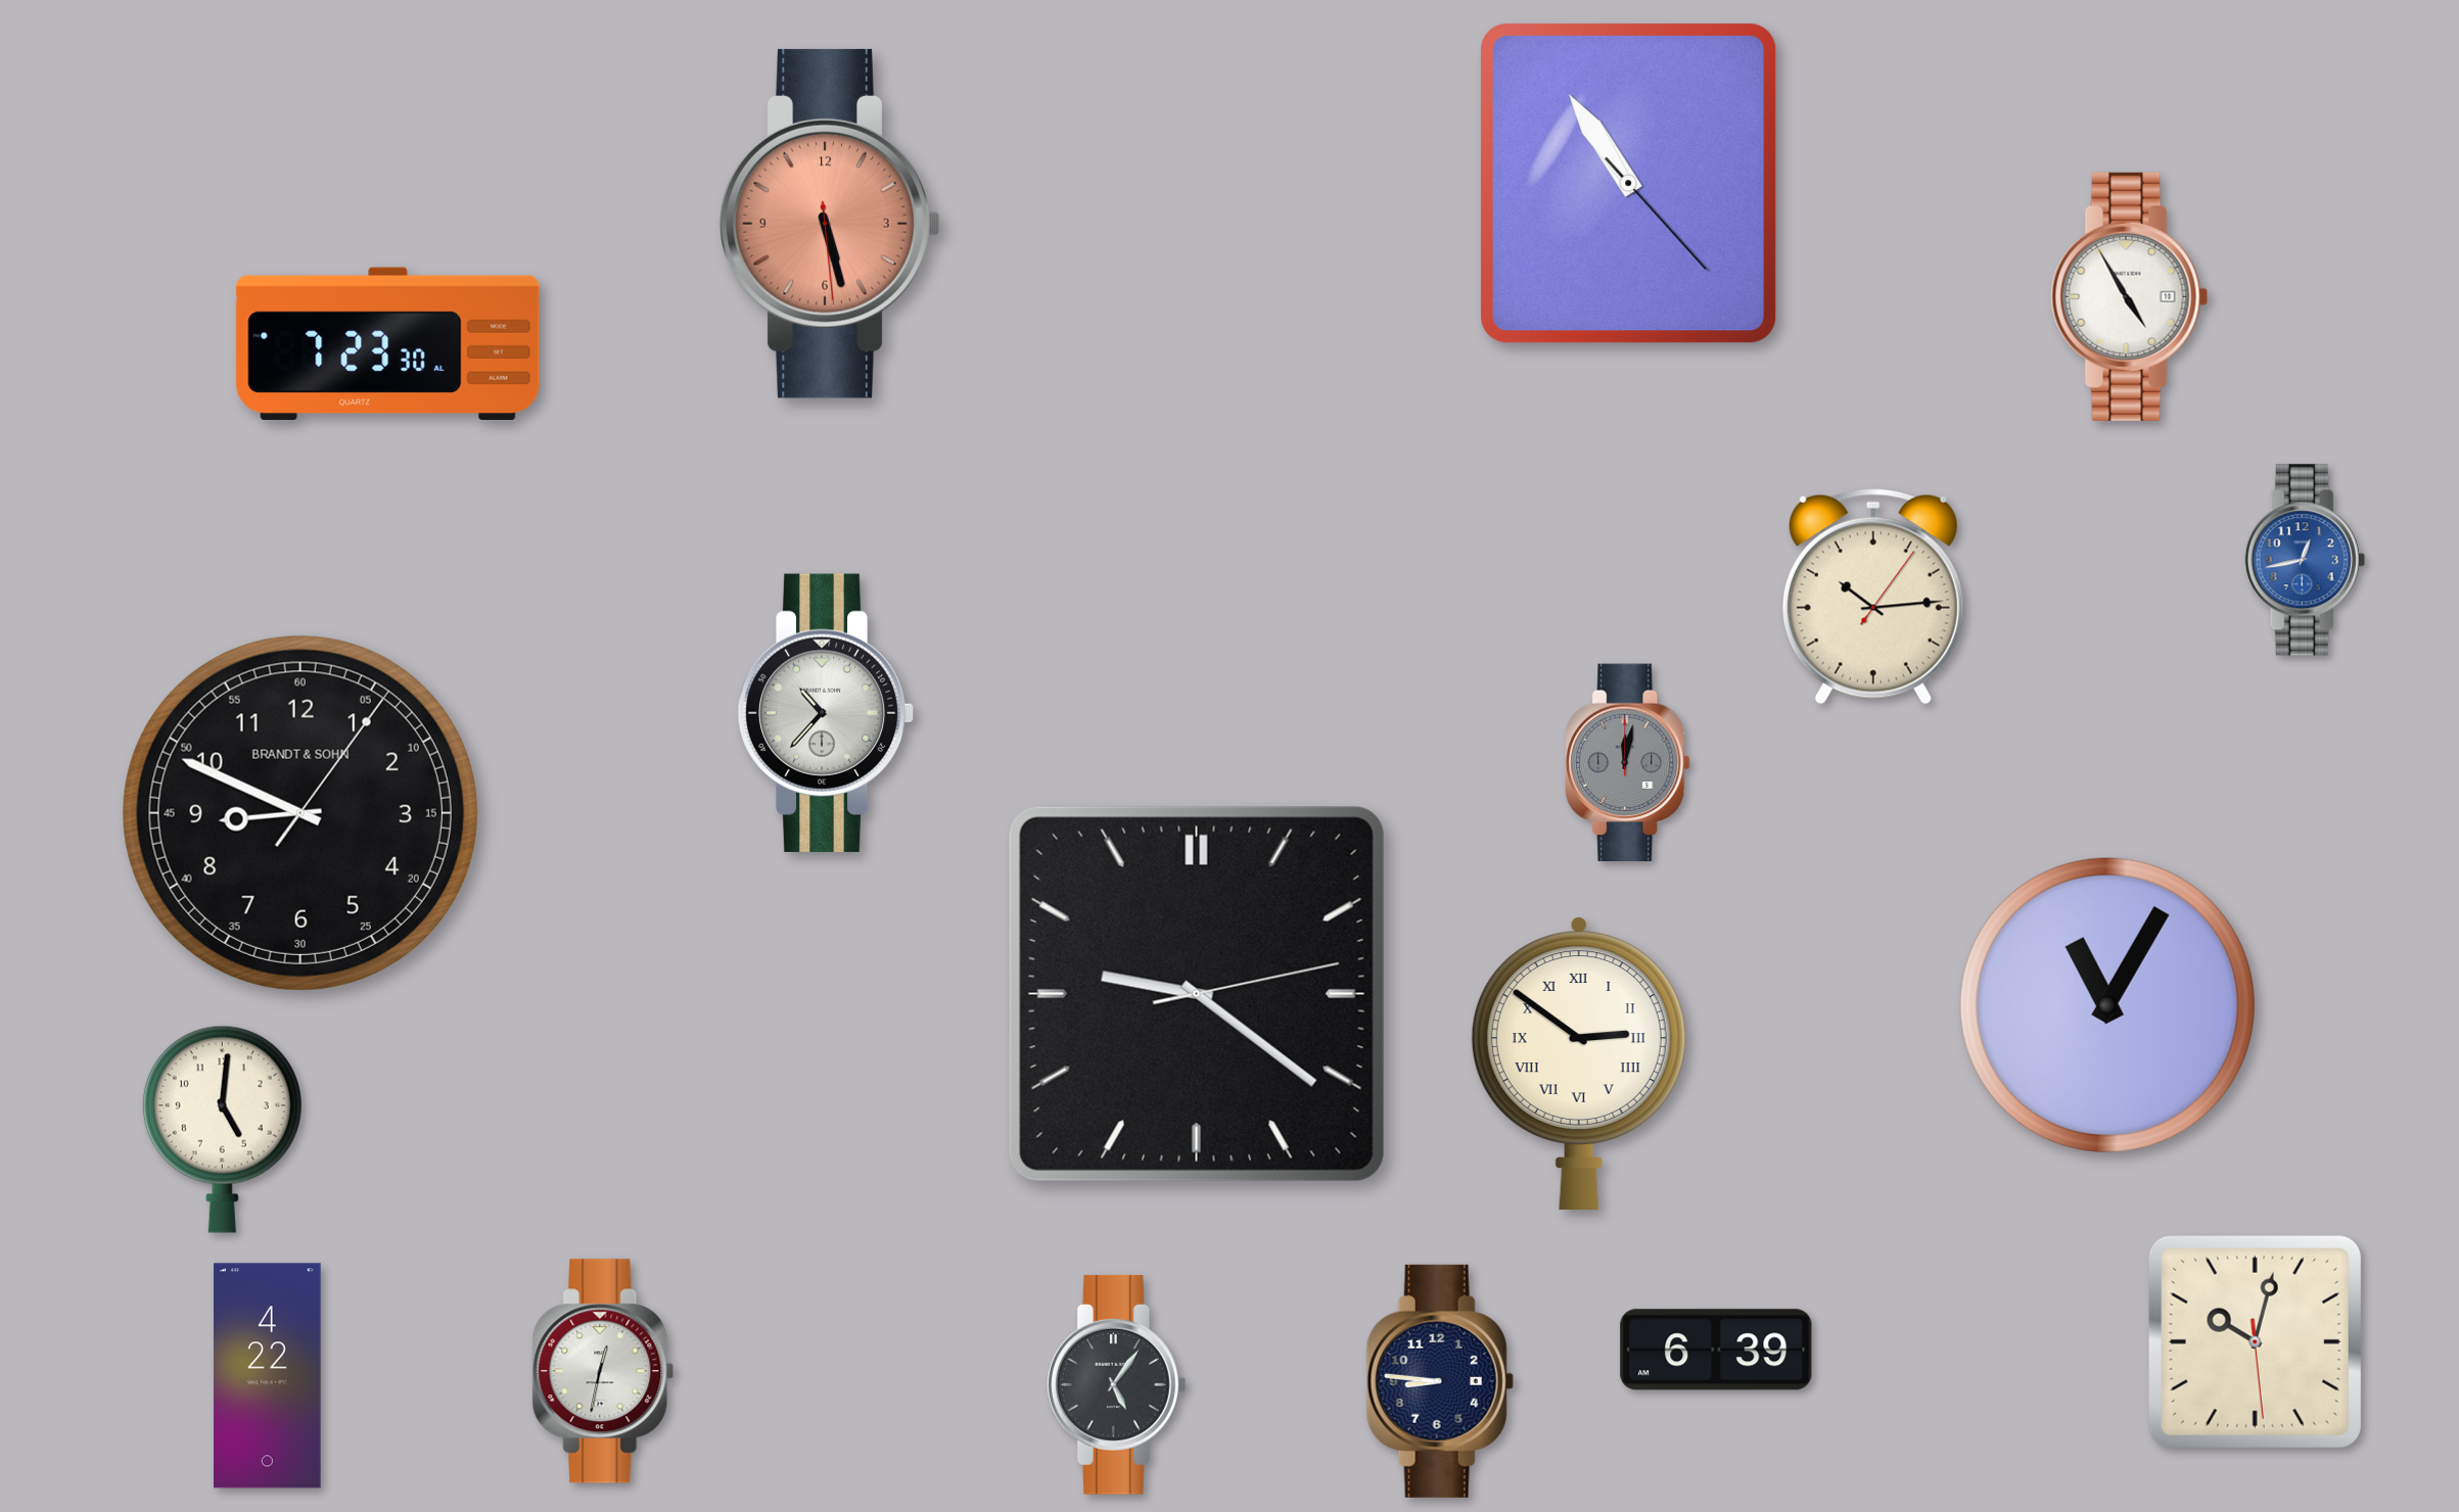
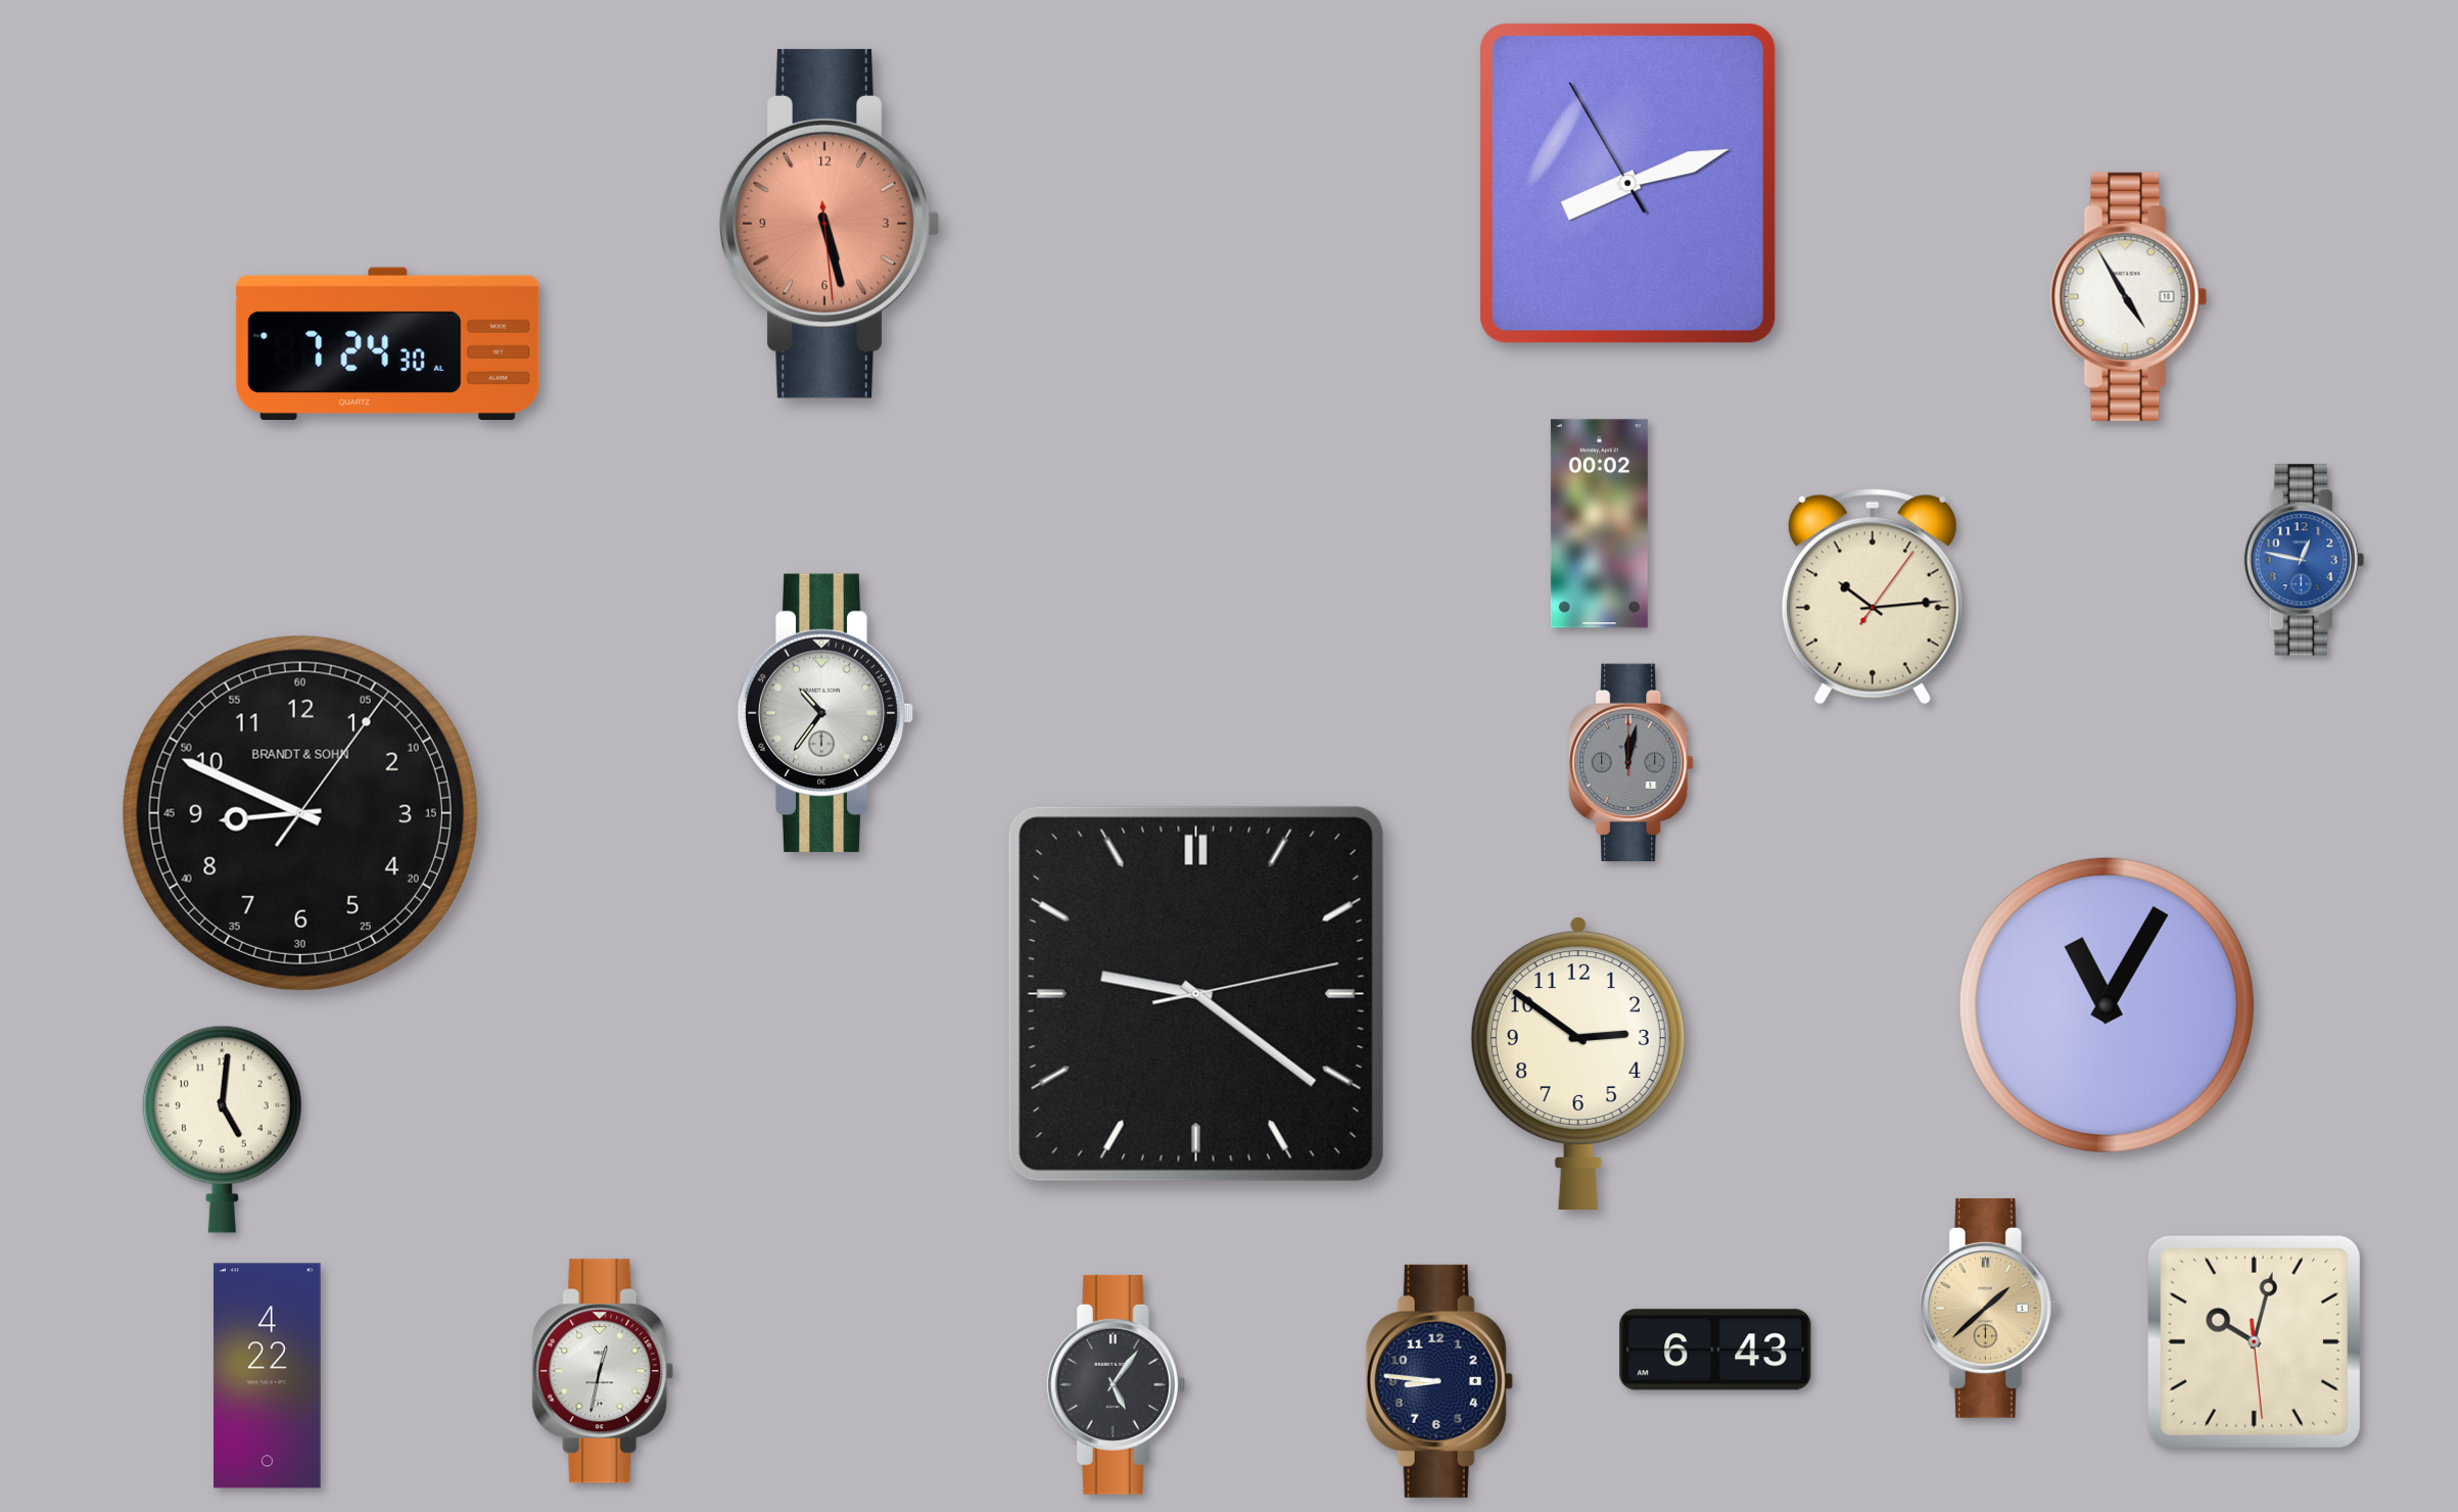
clock at (1629, 184): 10:54 -> 8:11
clock at (388, 343): 7:23 -> 7:24
clock at (1599, 524): none -> 00:02
clock at (2305, 560): 12:43 -> 12:47
clock at (826, 713): 10:37 -> 10:36
clock at (1628, 762) position: (1628, 762) -> (1632, 762)
clock at (1579, 1062) numerals: Roman -> Arabic
clock at (1988, 1308): none -> 1:38
clock at (1716, 1350): 6:39 -> 6:43
